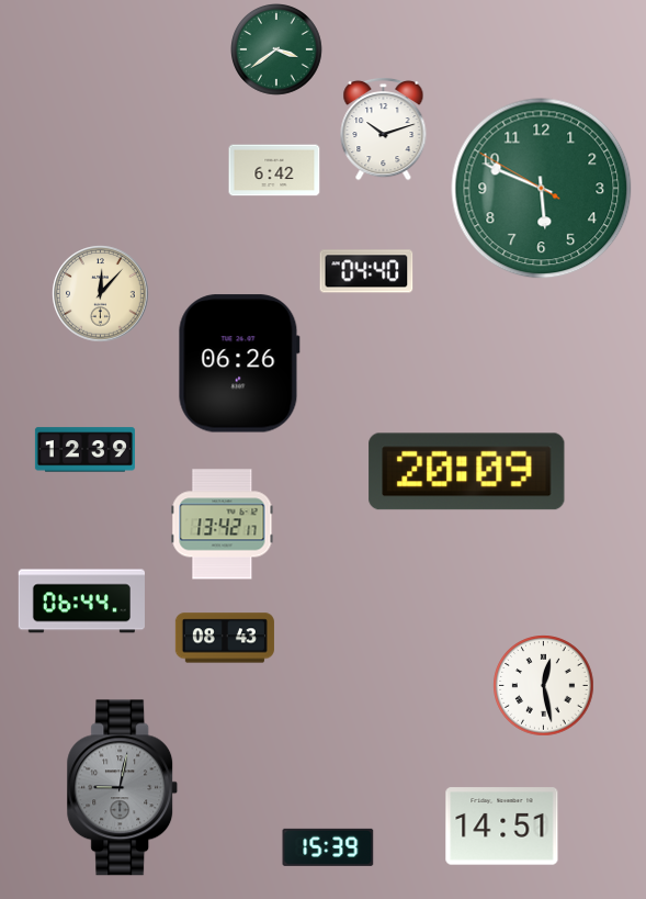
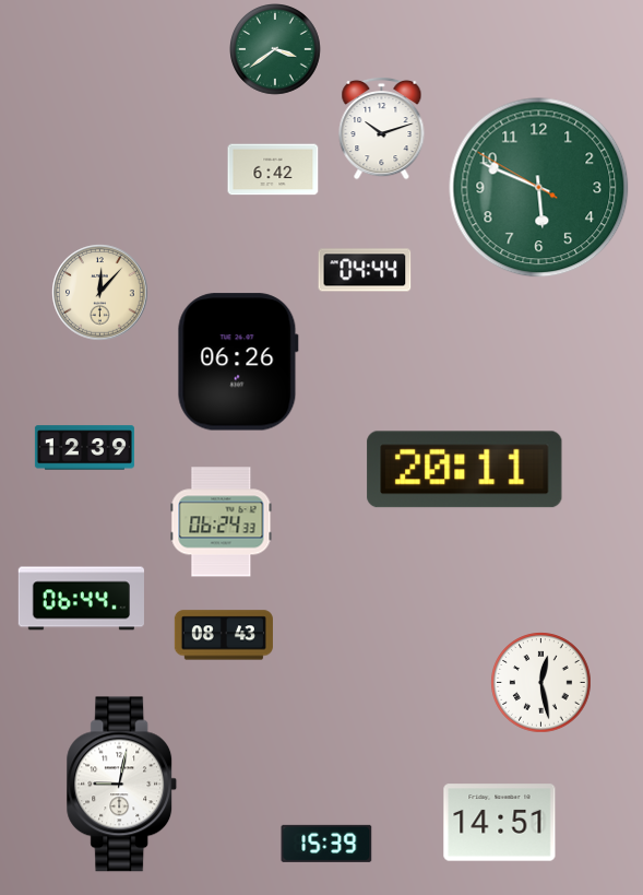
clock at (366, 271): 04:40 -> 04:44
clock at (467, 472): 20:09 -> 20:11
clock at (223, 525): 13:42 -> 06:24
clock at (123, 788) dial: grey -> white
